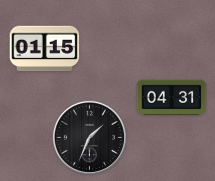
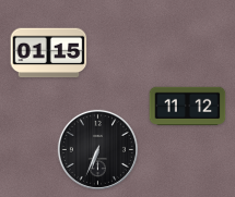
clock at (172, 98): 04:31 -> 11:12
clock at (89, 137): 1:34 -> 6:34
